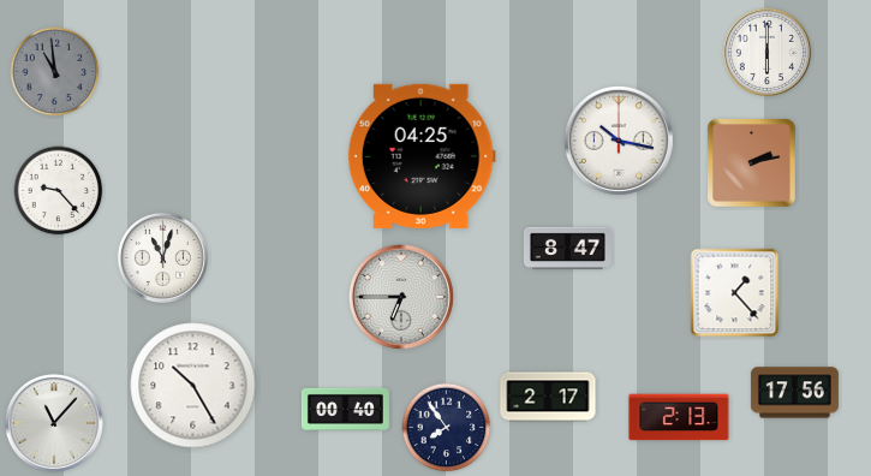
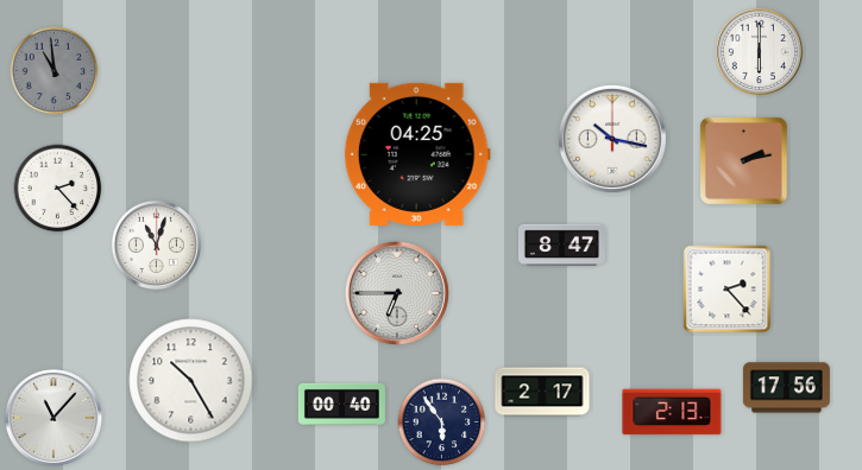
clock at (59, 191): 9:23 -> 2:23
clock at (162, 257) position: (162, 257) -> (156, 244)
clock at (735, 293): 1:23 -> 2:23
clock at (447, 428): 7:54 -> 5:54
